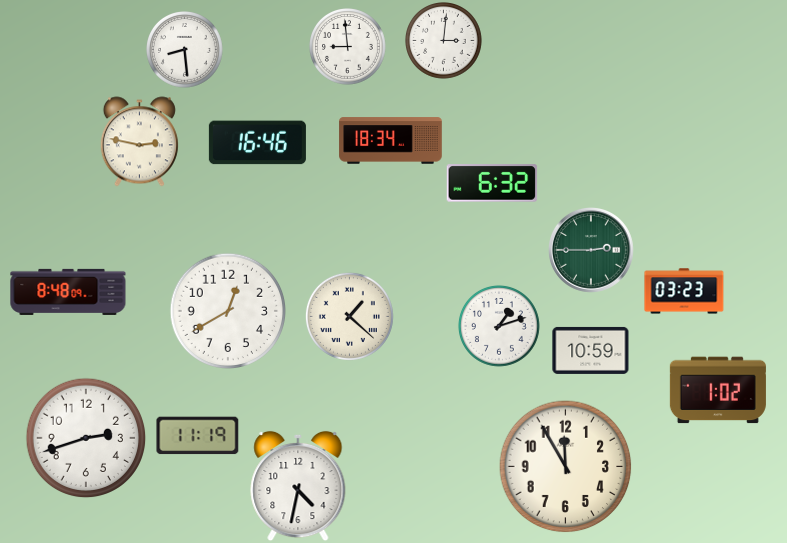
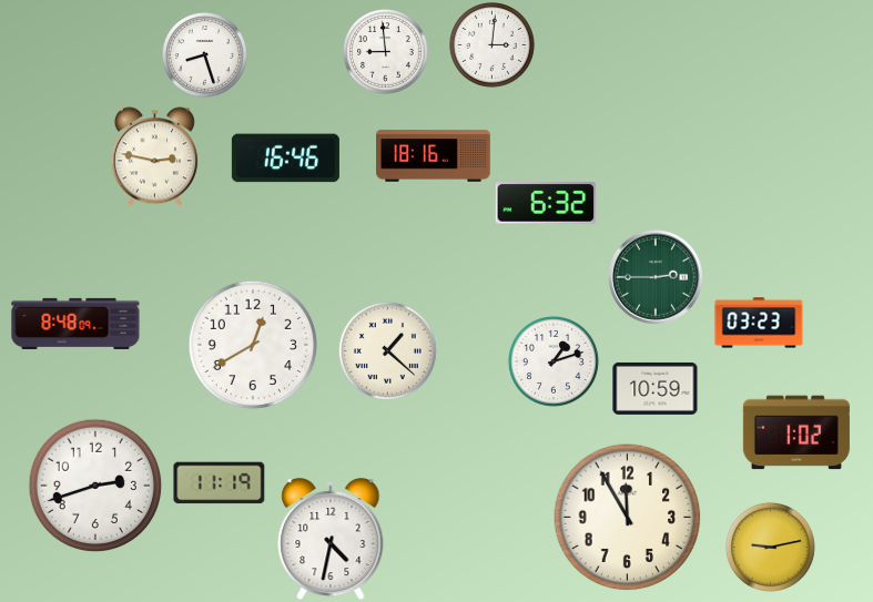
clock at (185, 50): 8:29 -> 8:27
clock at (391, 141): 18:34 -> 18:16
clock at (770, 547): none -> 9:13
